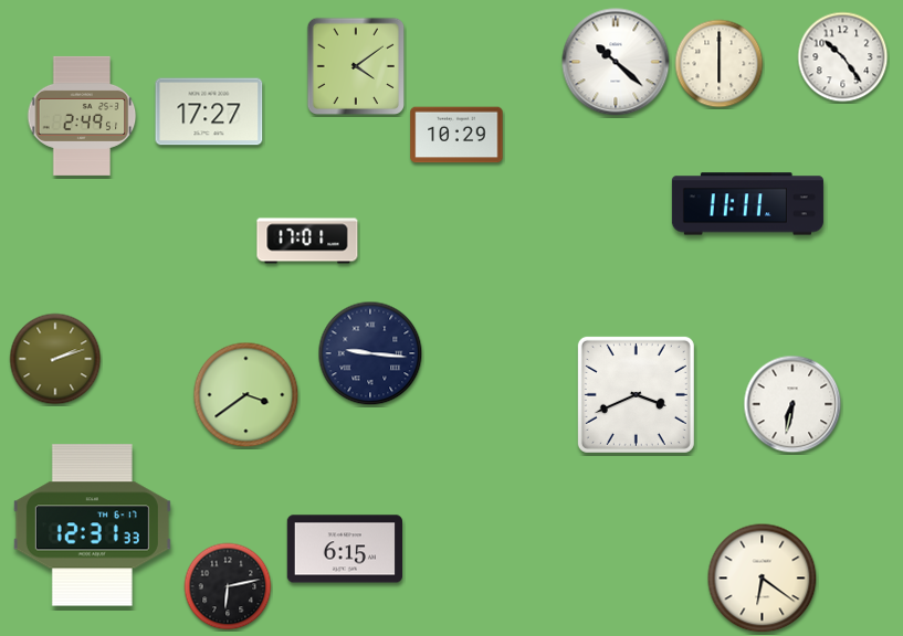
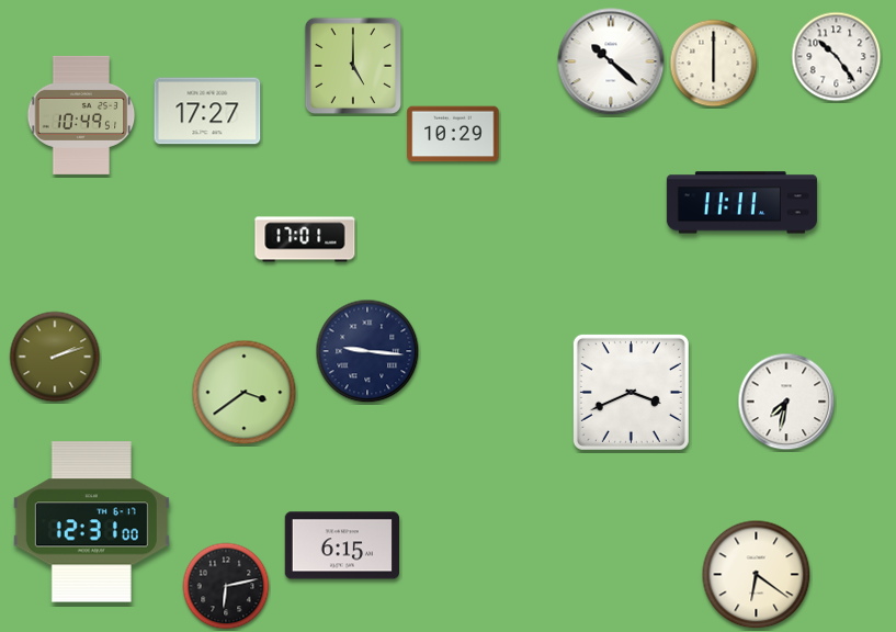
clock at (356, 66): 4:09 -> 5:00
clock at (82, 116): 2:49 -> 10:49
clock at (792, 404): 6:32 -> 7:32
clock at (92, 526): 12:31:33 -> 12:31:00
clock at (228, 586) position: (228, 586) -> (226, 586)
